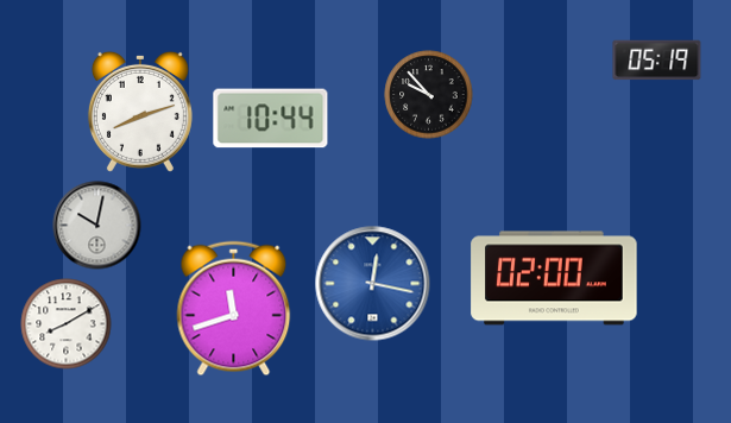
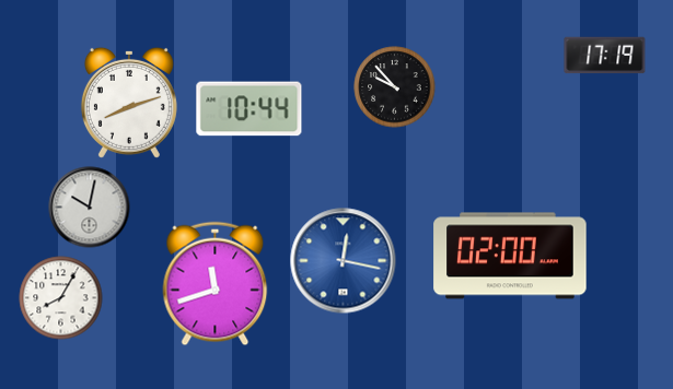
clock at (657, 61): 05:19 -> 17:19
clock at (67, 324): 8:10 -> 8:05
